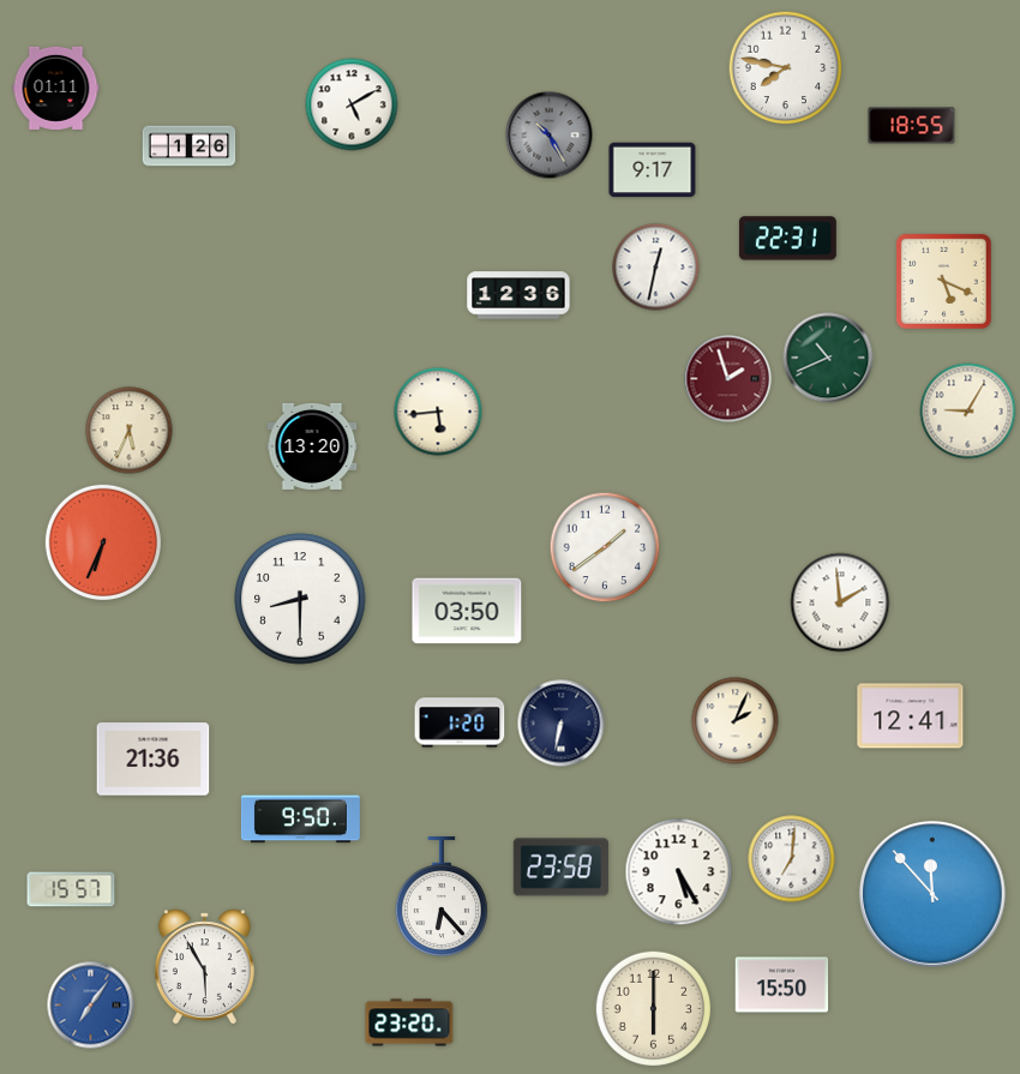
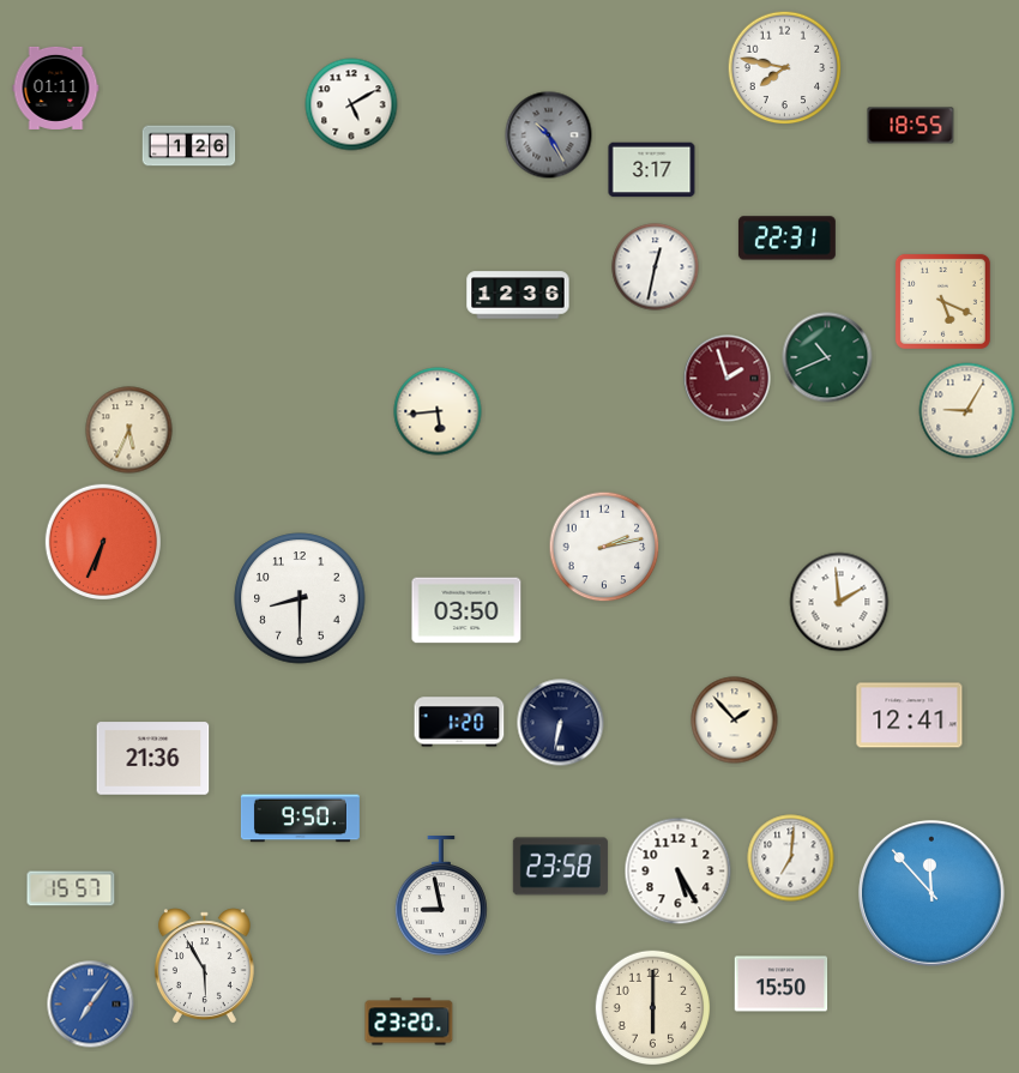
clock at (653, 170): 9:17 -> 3:17
clock at (943, 281) position: (943, 281) -> (942, 301)
clock at (312, 446): 13:20 -> none
clock at (605, 547): 1:39 -> 2:13
clock at (736, 721): 2:04 -> 1:53
clock at (442, 896): 6:23 -> 8:58
